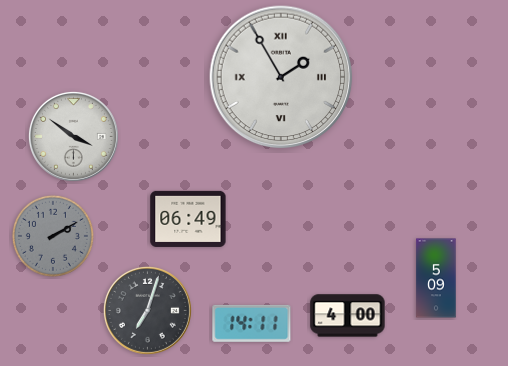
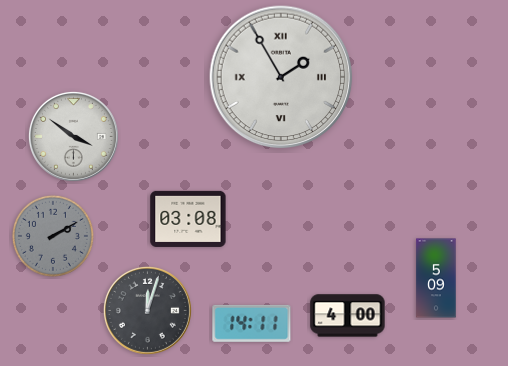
clock at (188, 219): 06:49 -> 03:08
clock at (147, 310): 7:03 -> 12:03
